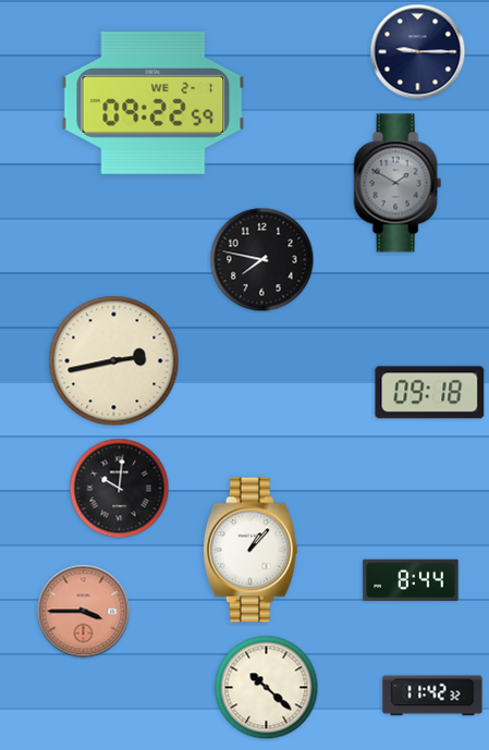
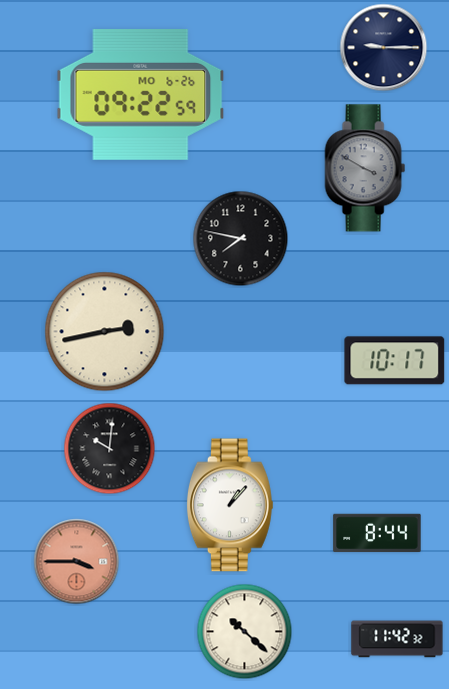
clock at (154, 102) date: WE 2-1 -> MO 6-26
clock at (398, 183): 1:50 -> 3:50
clock at (430, 393): 09:18 -> 10:17
